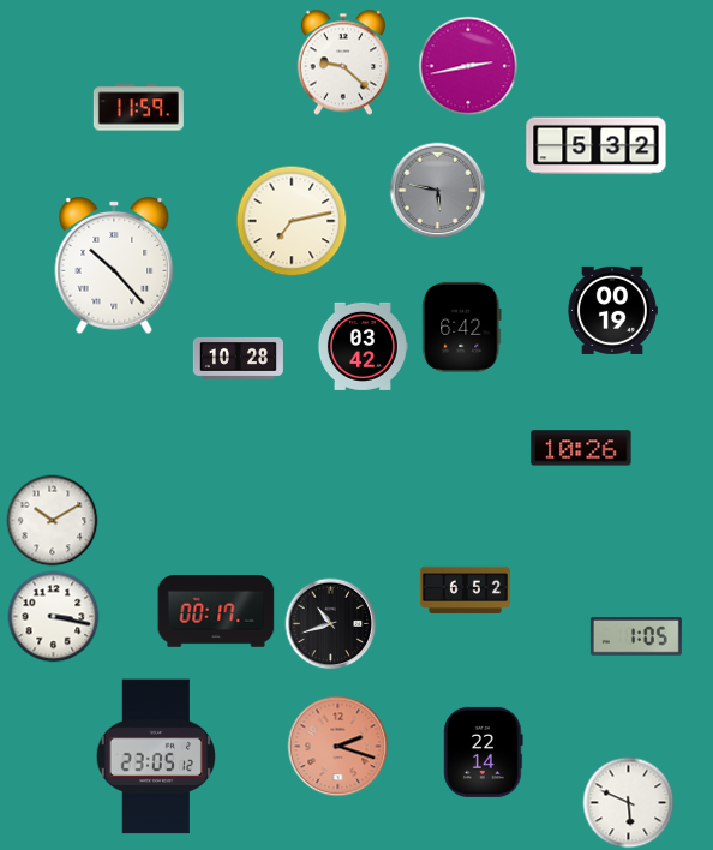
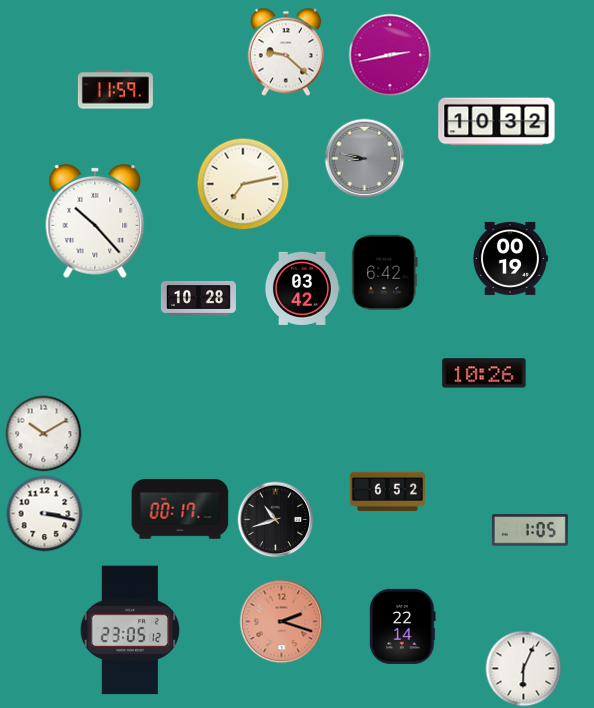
clock at (597, 146): 5:32 -> 10:32
clock at (438, 191): 5:47 -> 8:47
clock at (629, 803): 5:49 -> 6:04
